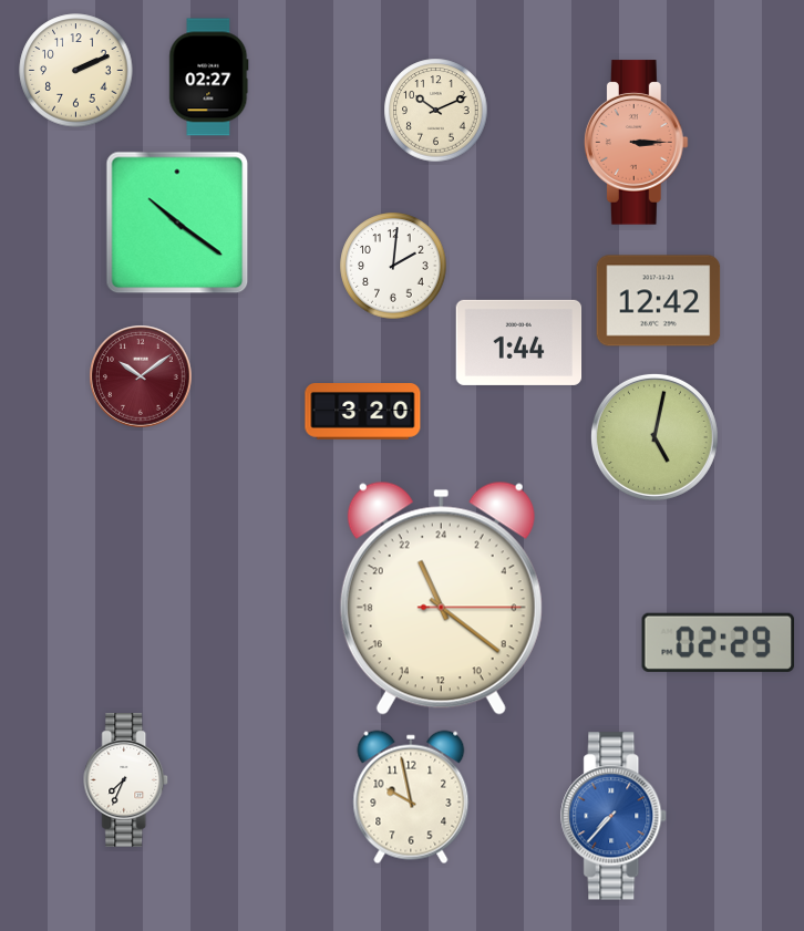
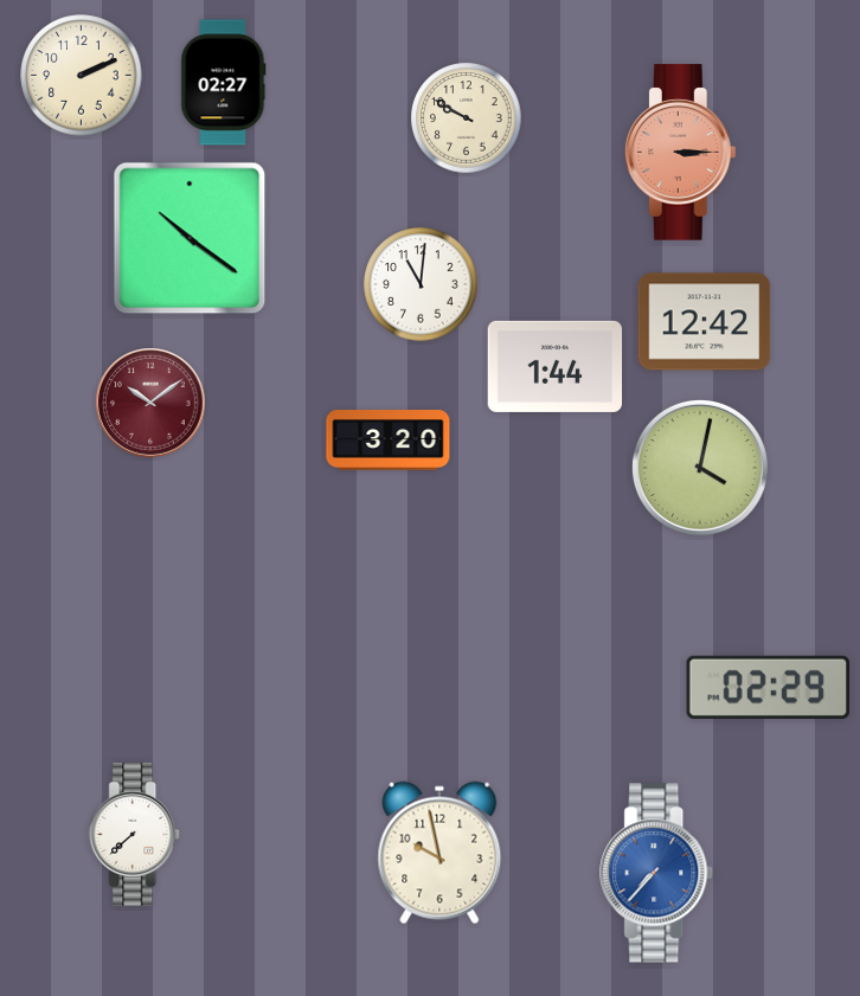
clock at (436, 111): 10:11 -> 9:50
clock at (393, 266): 2:01 -> 11:01
clock at (654, 437): 5:02 -> 4:02
clock at (441, 598): 22:21 -> none
clock at (126, 780): 7:34 -> 7:38
